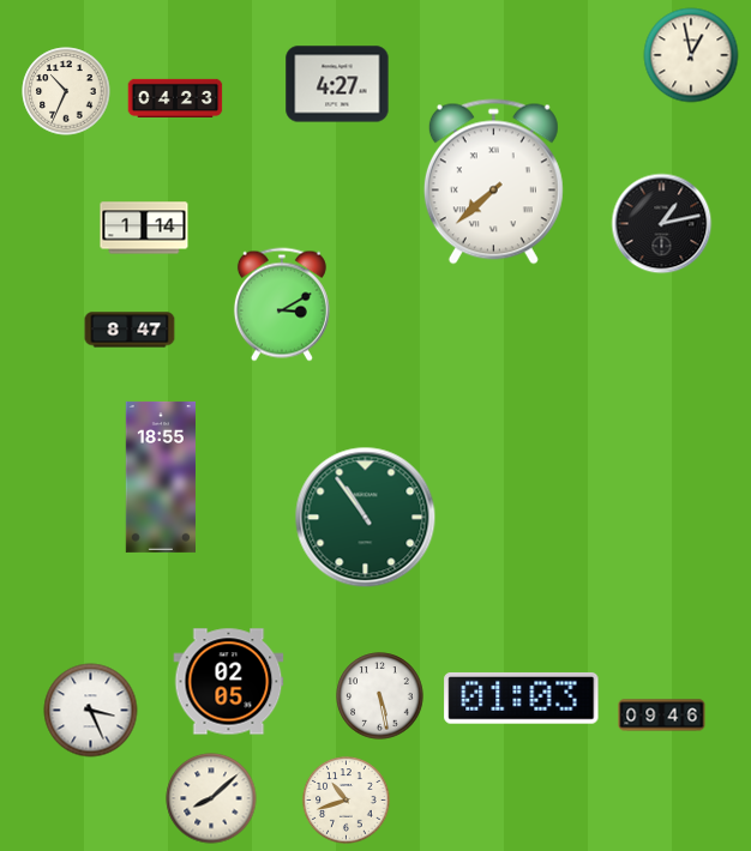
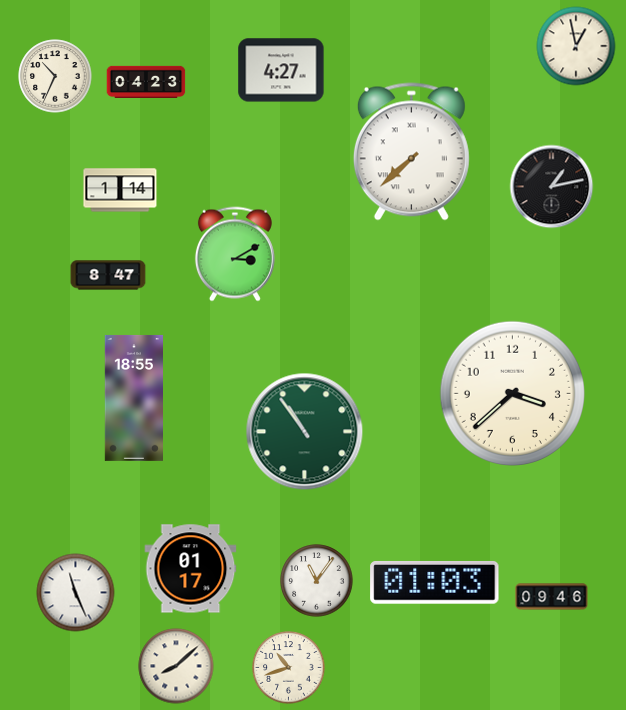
clock at (512, 393): none -> 3:38
clock at (229, 682): 02:05 -> 01:17
clock at (380, 696): 5:28 -> 11:06
clock at (91, 711): 3:26 -> 11:26
